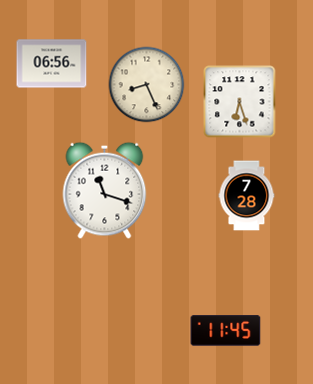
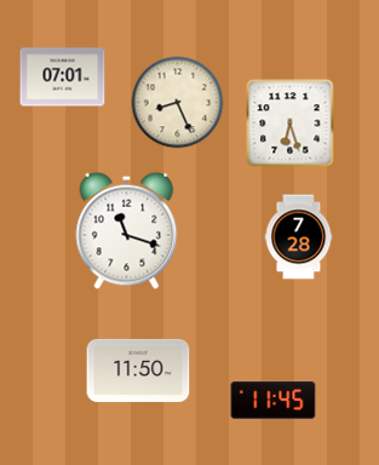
clock at (52, 64): 06:56 -> 07:01
clock at (138, 371): none -> 11:50
